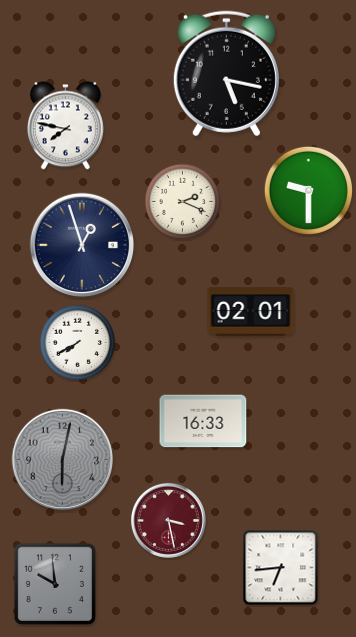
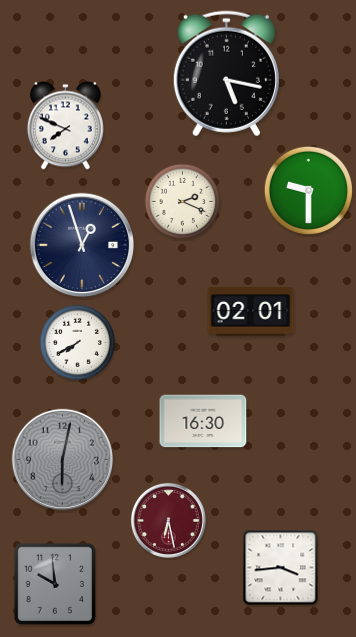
clock at (65, 126): 7:47 -> 7:49
clock at (203, 421): 16:33 -> 16:30
clock at (168, 520): 3:28 -> 6:28
clock at (281, 568): 6:44 -> 3:44
